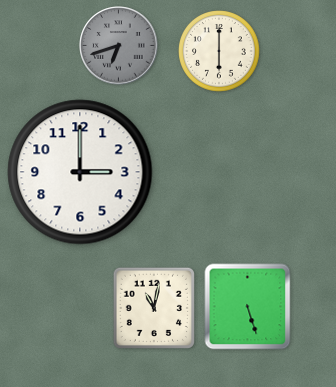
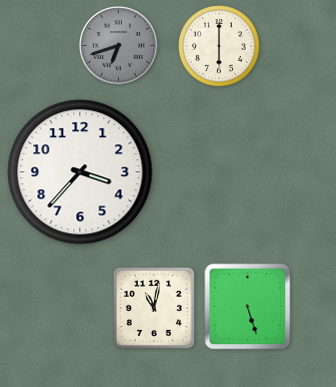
clock at (219, 51) position: (219, 51) -> (219, 46)
clock at (80, 172): 3:00 -> 3:37
